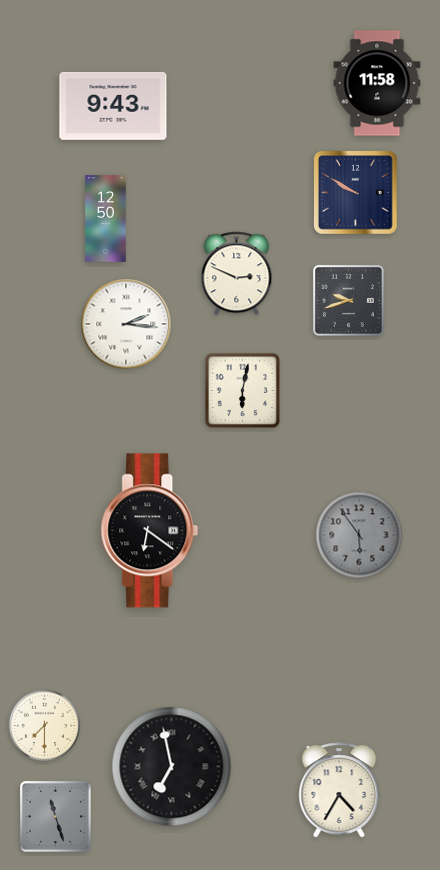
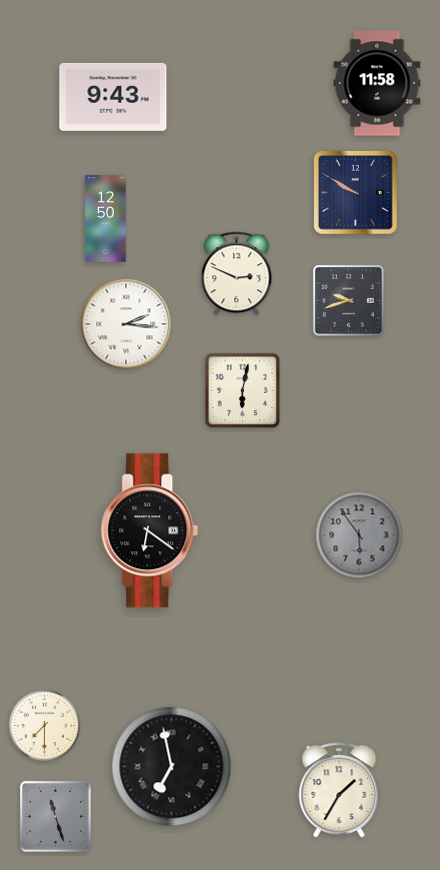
clock at (113, 106) position: (113, 106) -> (113, 97)
clock at (339, 790): 4:35 -> 1:35
